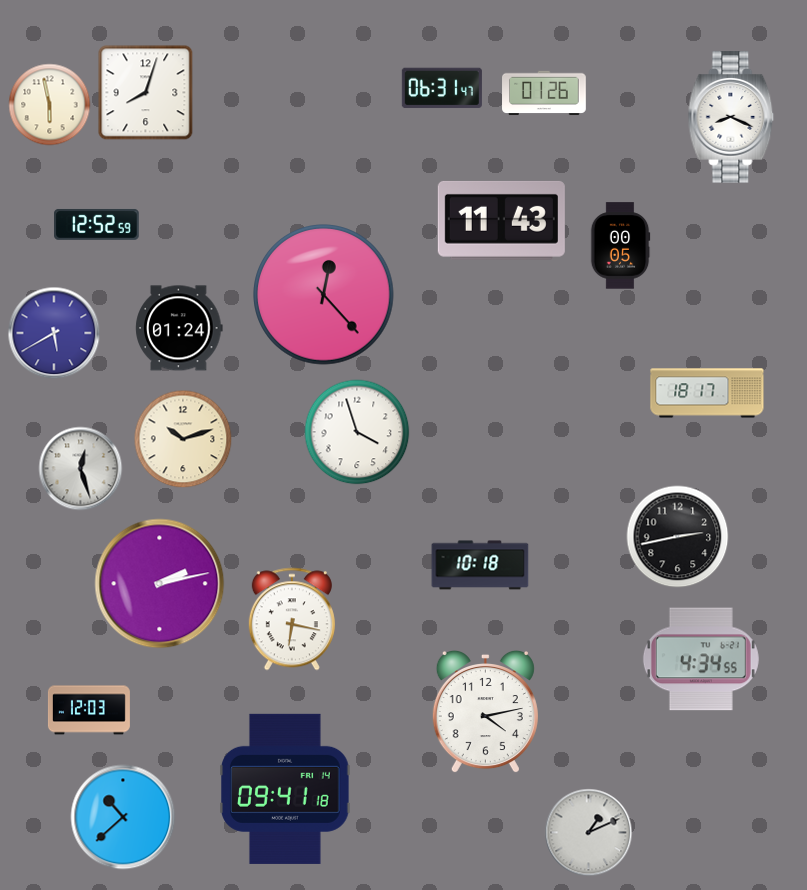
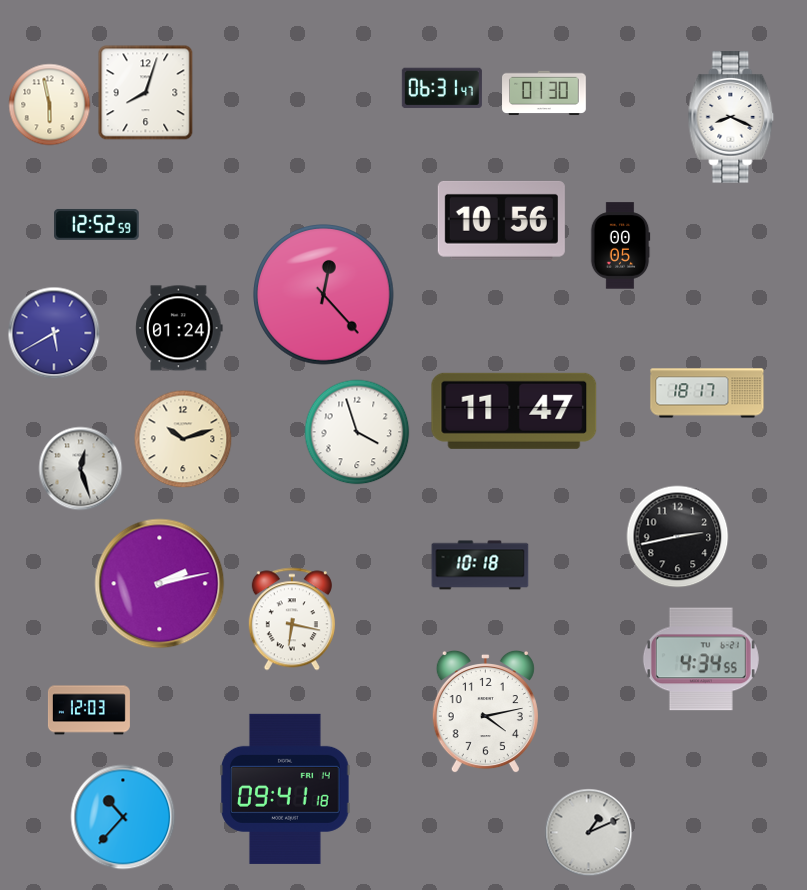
clock at (544, 93): 01:26 -> 01:30
clock at (501, 220): 11:43 -> 10:56
clock at (514, 411): none -> 11:47
clock at (123, 817): 10:38 -> 10:37
